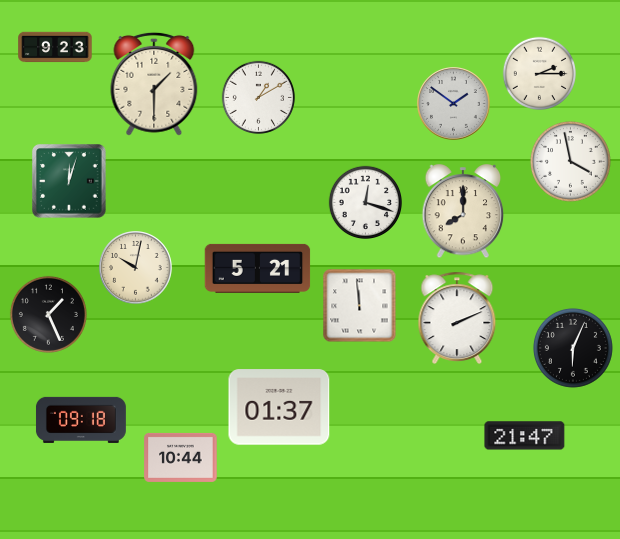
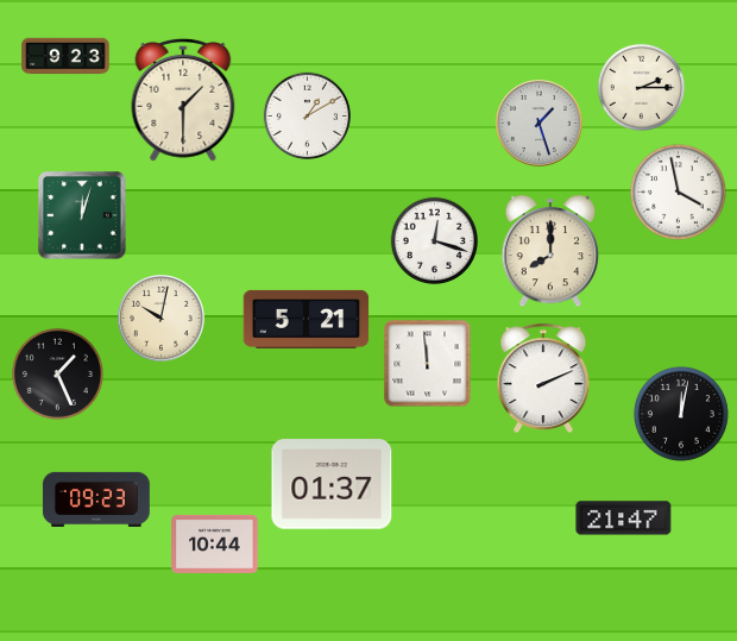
clock at (454, 104): 1:51 -> 1:27
clock at (573, 348): 6:04 -> 12:02
clock at (81, 420): 09:18 -> 09:23
